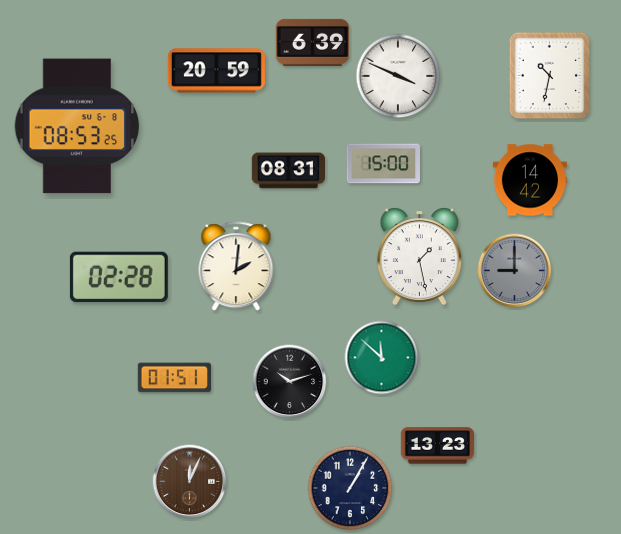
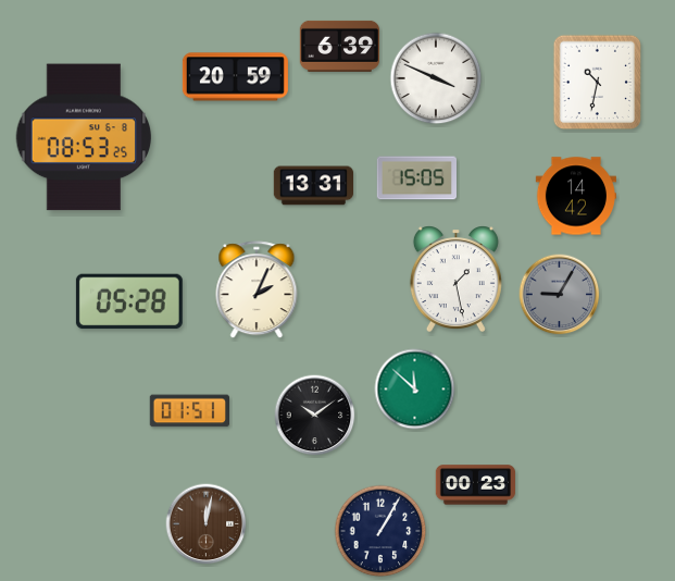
clock at (398, 76) position: (398, 76) -> (436, 78)
clock at (383, 164): 15:00 -> 15:05
clock at (289, 171): 08:31 -> 13:31
clock at (236, 267): 2:01 -> 2:04
clock at (515, 271): 9:00 -> 9:05
clock at (119, 277): 02:28 -> 05:28
clock at (290, 382): 10:12 -> 10:09
clock at (438, 446): 13:23 -> 00:23
clock at (190, 482): 12:04 -> 12:02
